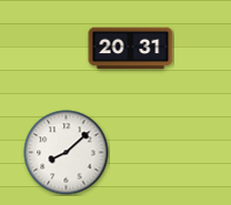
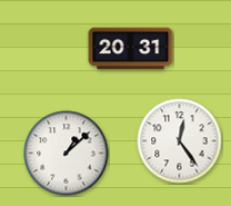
clock at (180, 141): none -> 12:24
clock at (67, 153): 8:08 -> 1:08
